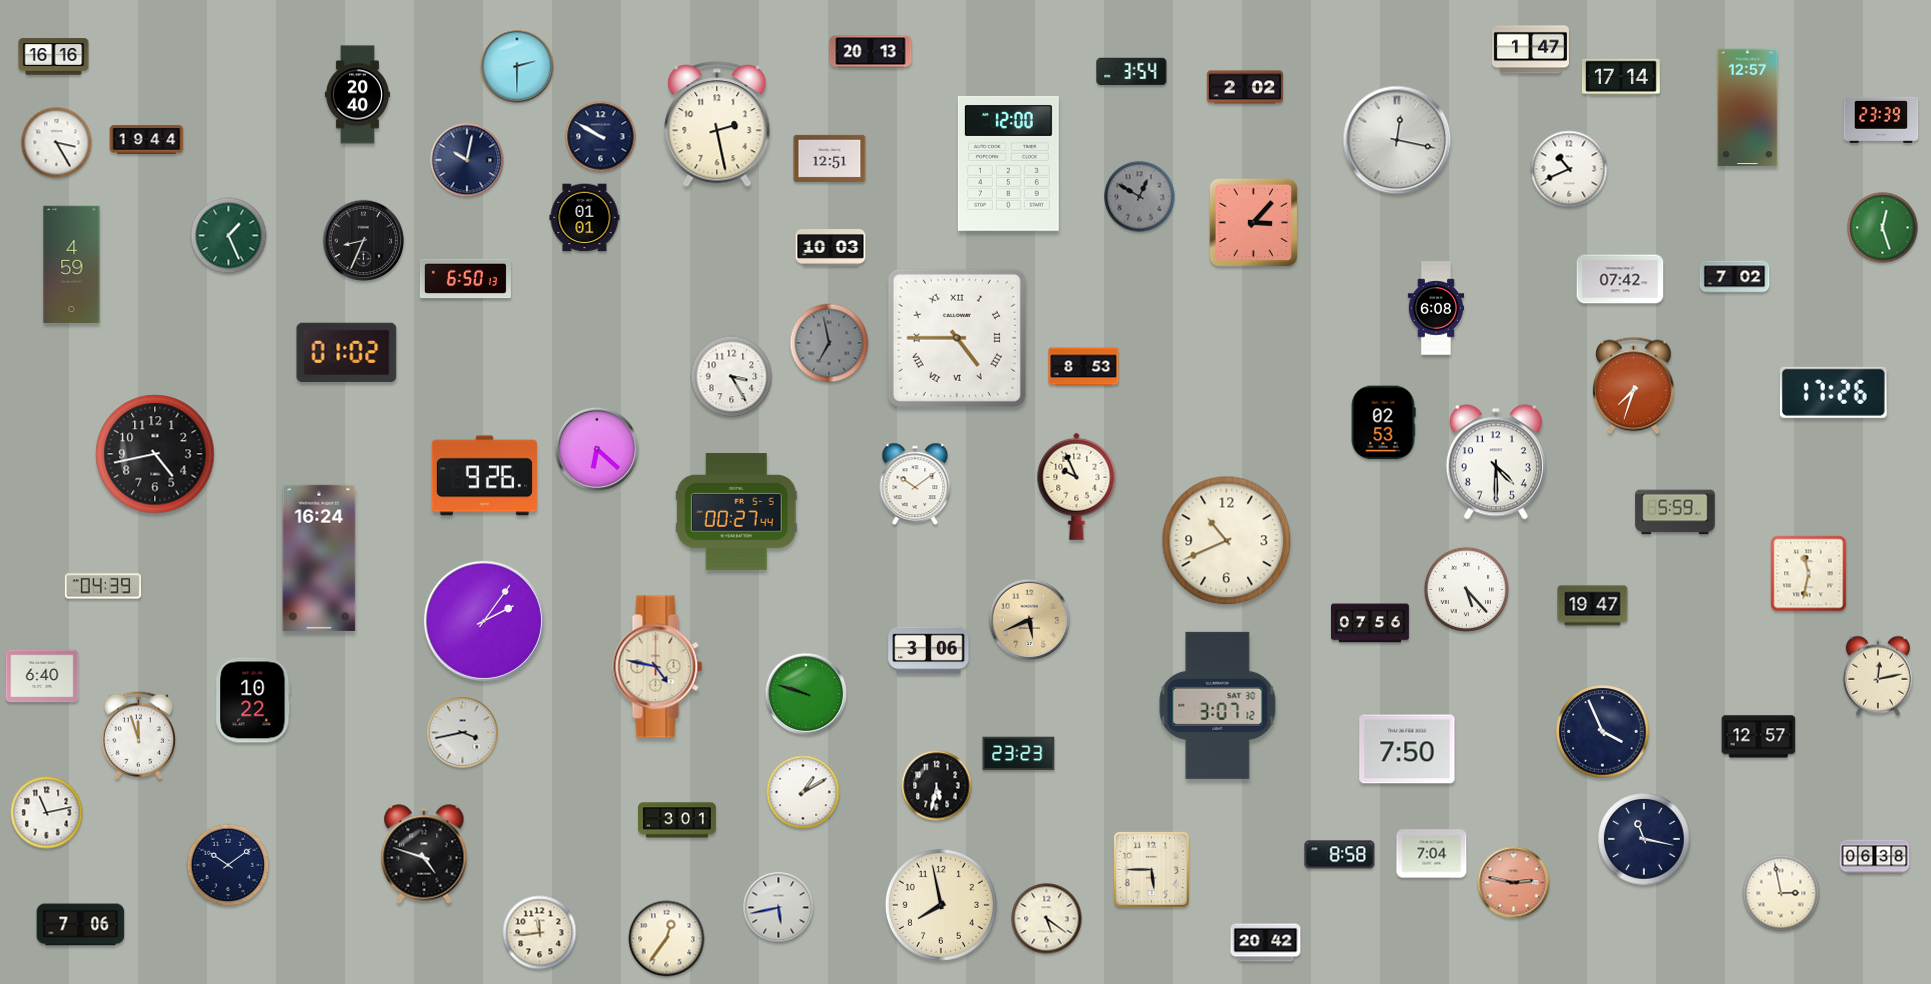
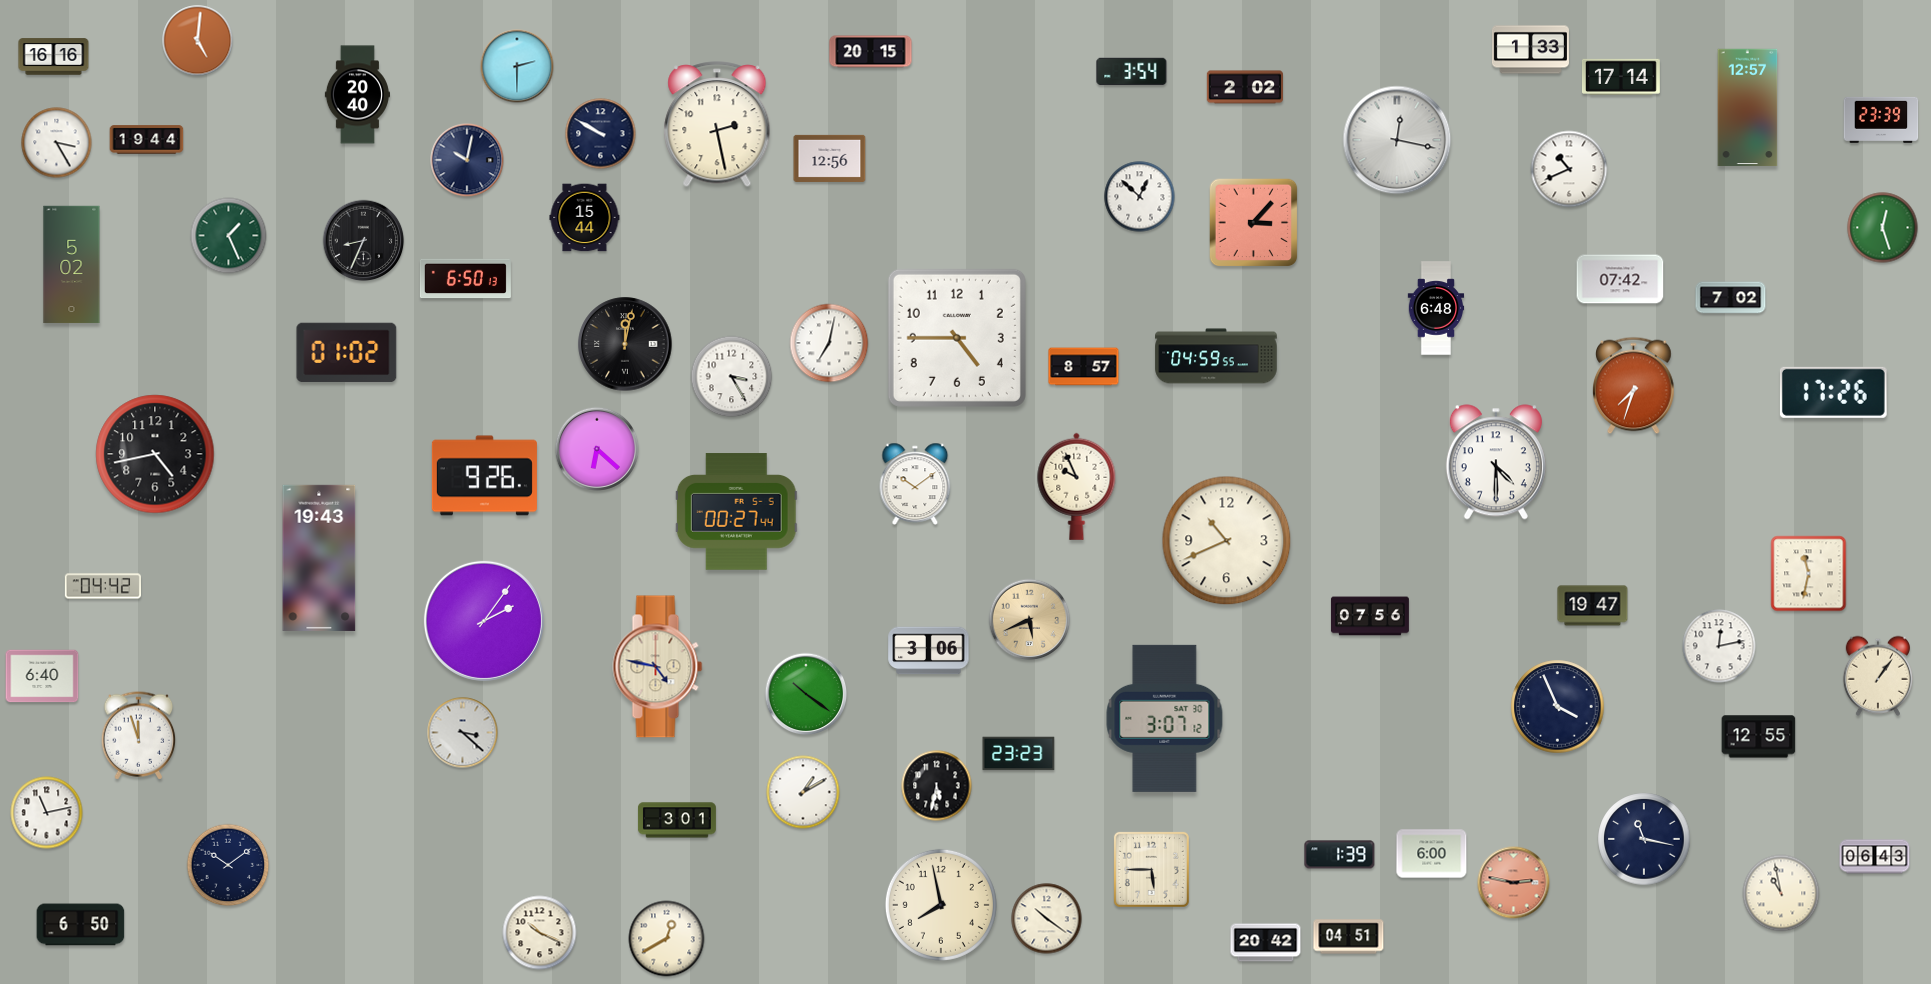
clock at (198, 41): none -> 5:01
clock at (1530, 50): 1:47 -> 1:33
clock at (871, 52): 20:13 -> 20:15
clock at (601, 137) position: (601, 137) -> (601, 134)
clock at (830, 158): 12:51 -> 12:56
clock at (1008, 163): 12:00 -> none
clock at (1140, 197): 12:50 -> 12:52
clock at (1140, 197) dial: grey -> white
clock at (585, 218): 01:01 -> 15:44
clock at (831, 248): 10:03 -> none
clock at (72, 265): 4:59 -> 5:02
clock at (1735, 277) position: (1735, 277) -> (1731, 298)
clock at (1436, 308): 6:08 -> 6:48
clock at (957, 338) numerals: Roman -> Arabic
clock at (829, 343): 6:58 -> 7:02
clock at (829, 343) dial: grey -> white
clock at (625, 344): none -> 12:02
clock at (1216, 356): none -> 04:59
clock at (1084, 367): 8:53 -> 8:57
clock at (1383, 423): 02:53 -> none
clock at (1675, 512): 5:59 -> none
clock at (319, 558): 16:24 -> 19:43
clock at (103, 586): 04:39 -> 04:42
clock at (1467, 590): 5:23 -> none
clock at (1370, 623) position: (1370, 623) -> (1370, 616)
clock at (1719, 646): none -> 12:13
clock at (1877, 676): 12:13 -> 1:06
clock at (806, 694): 9:48 -> 10:21
clock at (253, 700): 10:22 -> none
clock at (1218, 705) position: (1218, 705) -> (1165, 718)
clock at (1603, 732) position: (1603, 732) -> (1558, 707)
clock at (463, 733): 3:43 -> 3:22
clock at (1759, 737): 12:57 -> 12:55
clock at (1407, 749): 7:50 -> none
clock at (424, 854): 4:48 -> none
clock at (1432, 854): 7:04 -> 6:00
clock at (1340, 855): 8:58 -> 1:39
clock at (1875, 857): 06:38 -> 06:43
clock at (1781, 893): 2:58 -> 10:58
clock at (779, 908): 5:43 -> none
clock at (1047, 919): 5:21 -> 10:21
clock at (81, 925): 7:06 -> 6:50
clock at (540, 933): 11:44 -> 10:19
clock at (1349, 937): none -> 04:51
clock at (667, 939): 12:36 -> 12:40
